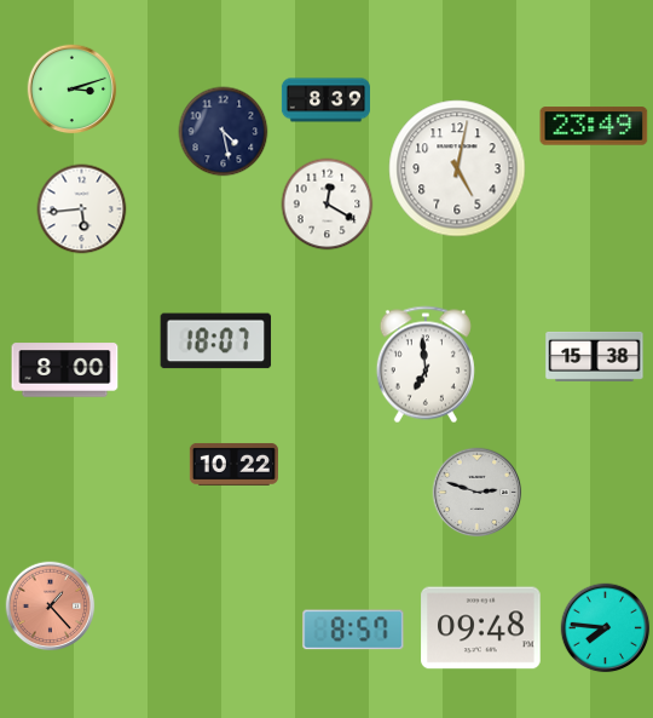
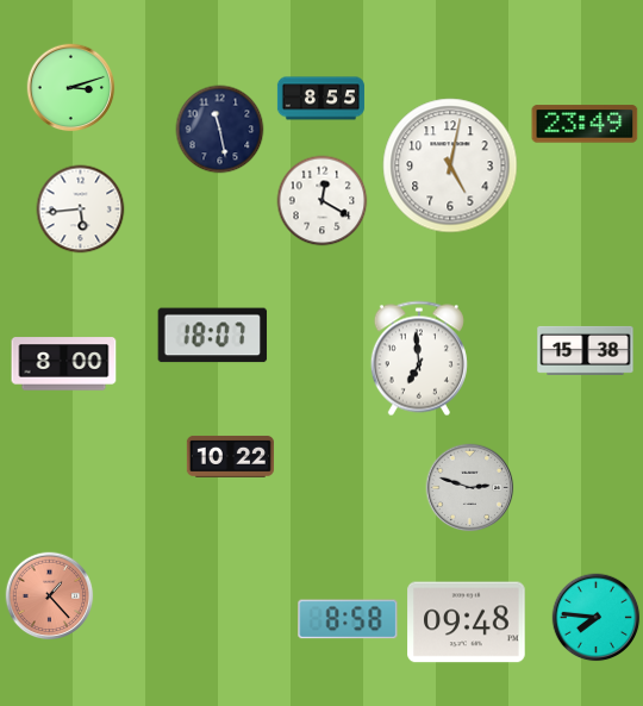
clock at (325, 100): 8:39 -> 8:55
clock at (224, 132): 4:28 -> 11:28
clock at (82, 209) position: (82, 209) -> (81, 210)
clock at (478, 493) position: (478, 493) -> (470, 488)
clock at (481, 628) position: (481, 628) -> (467, 623)
clock at (353, 630): 8:57 -> 8:58
